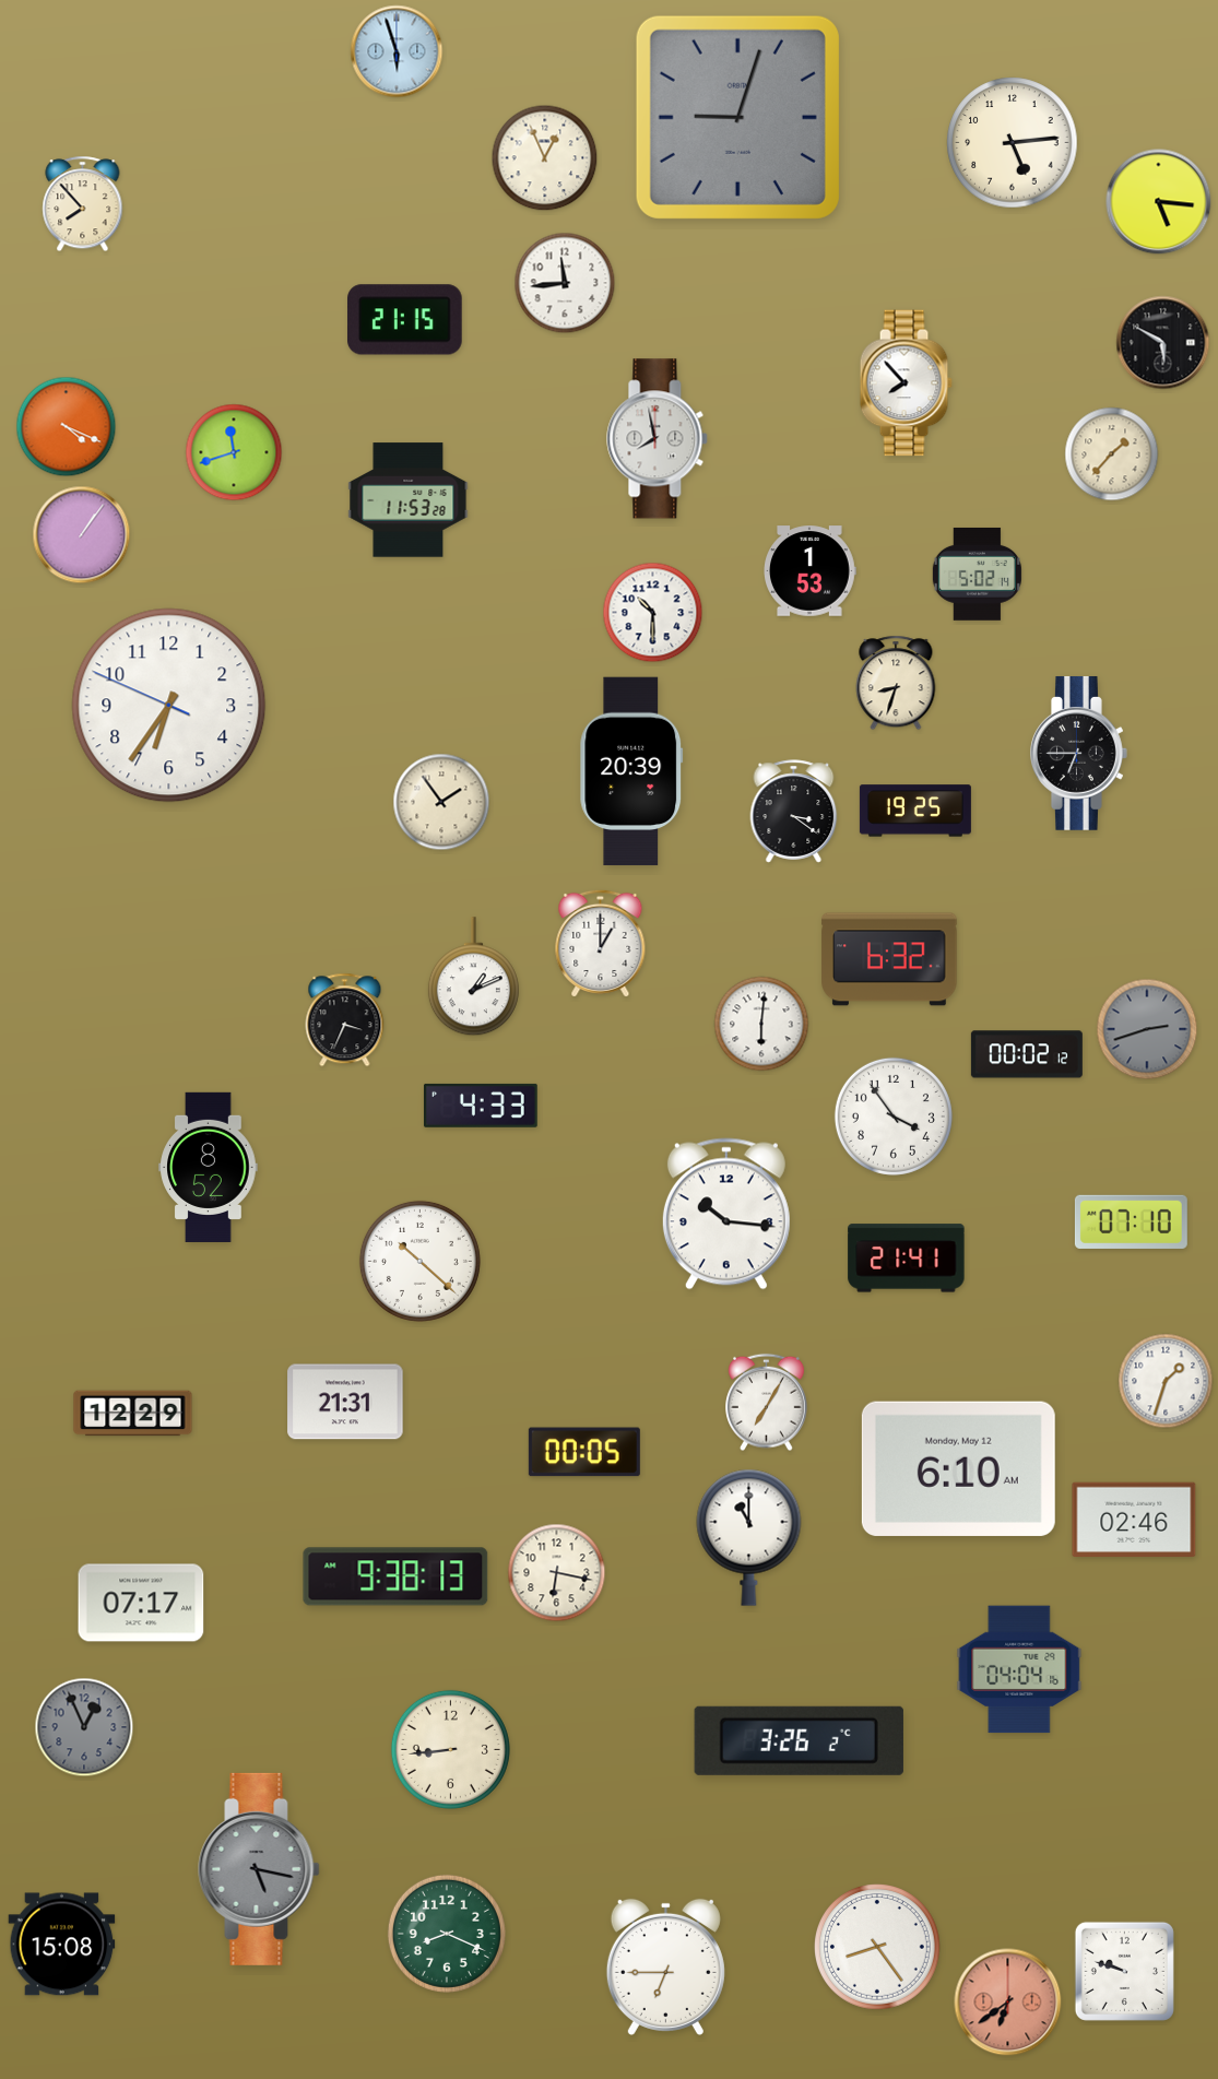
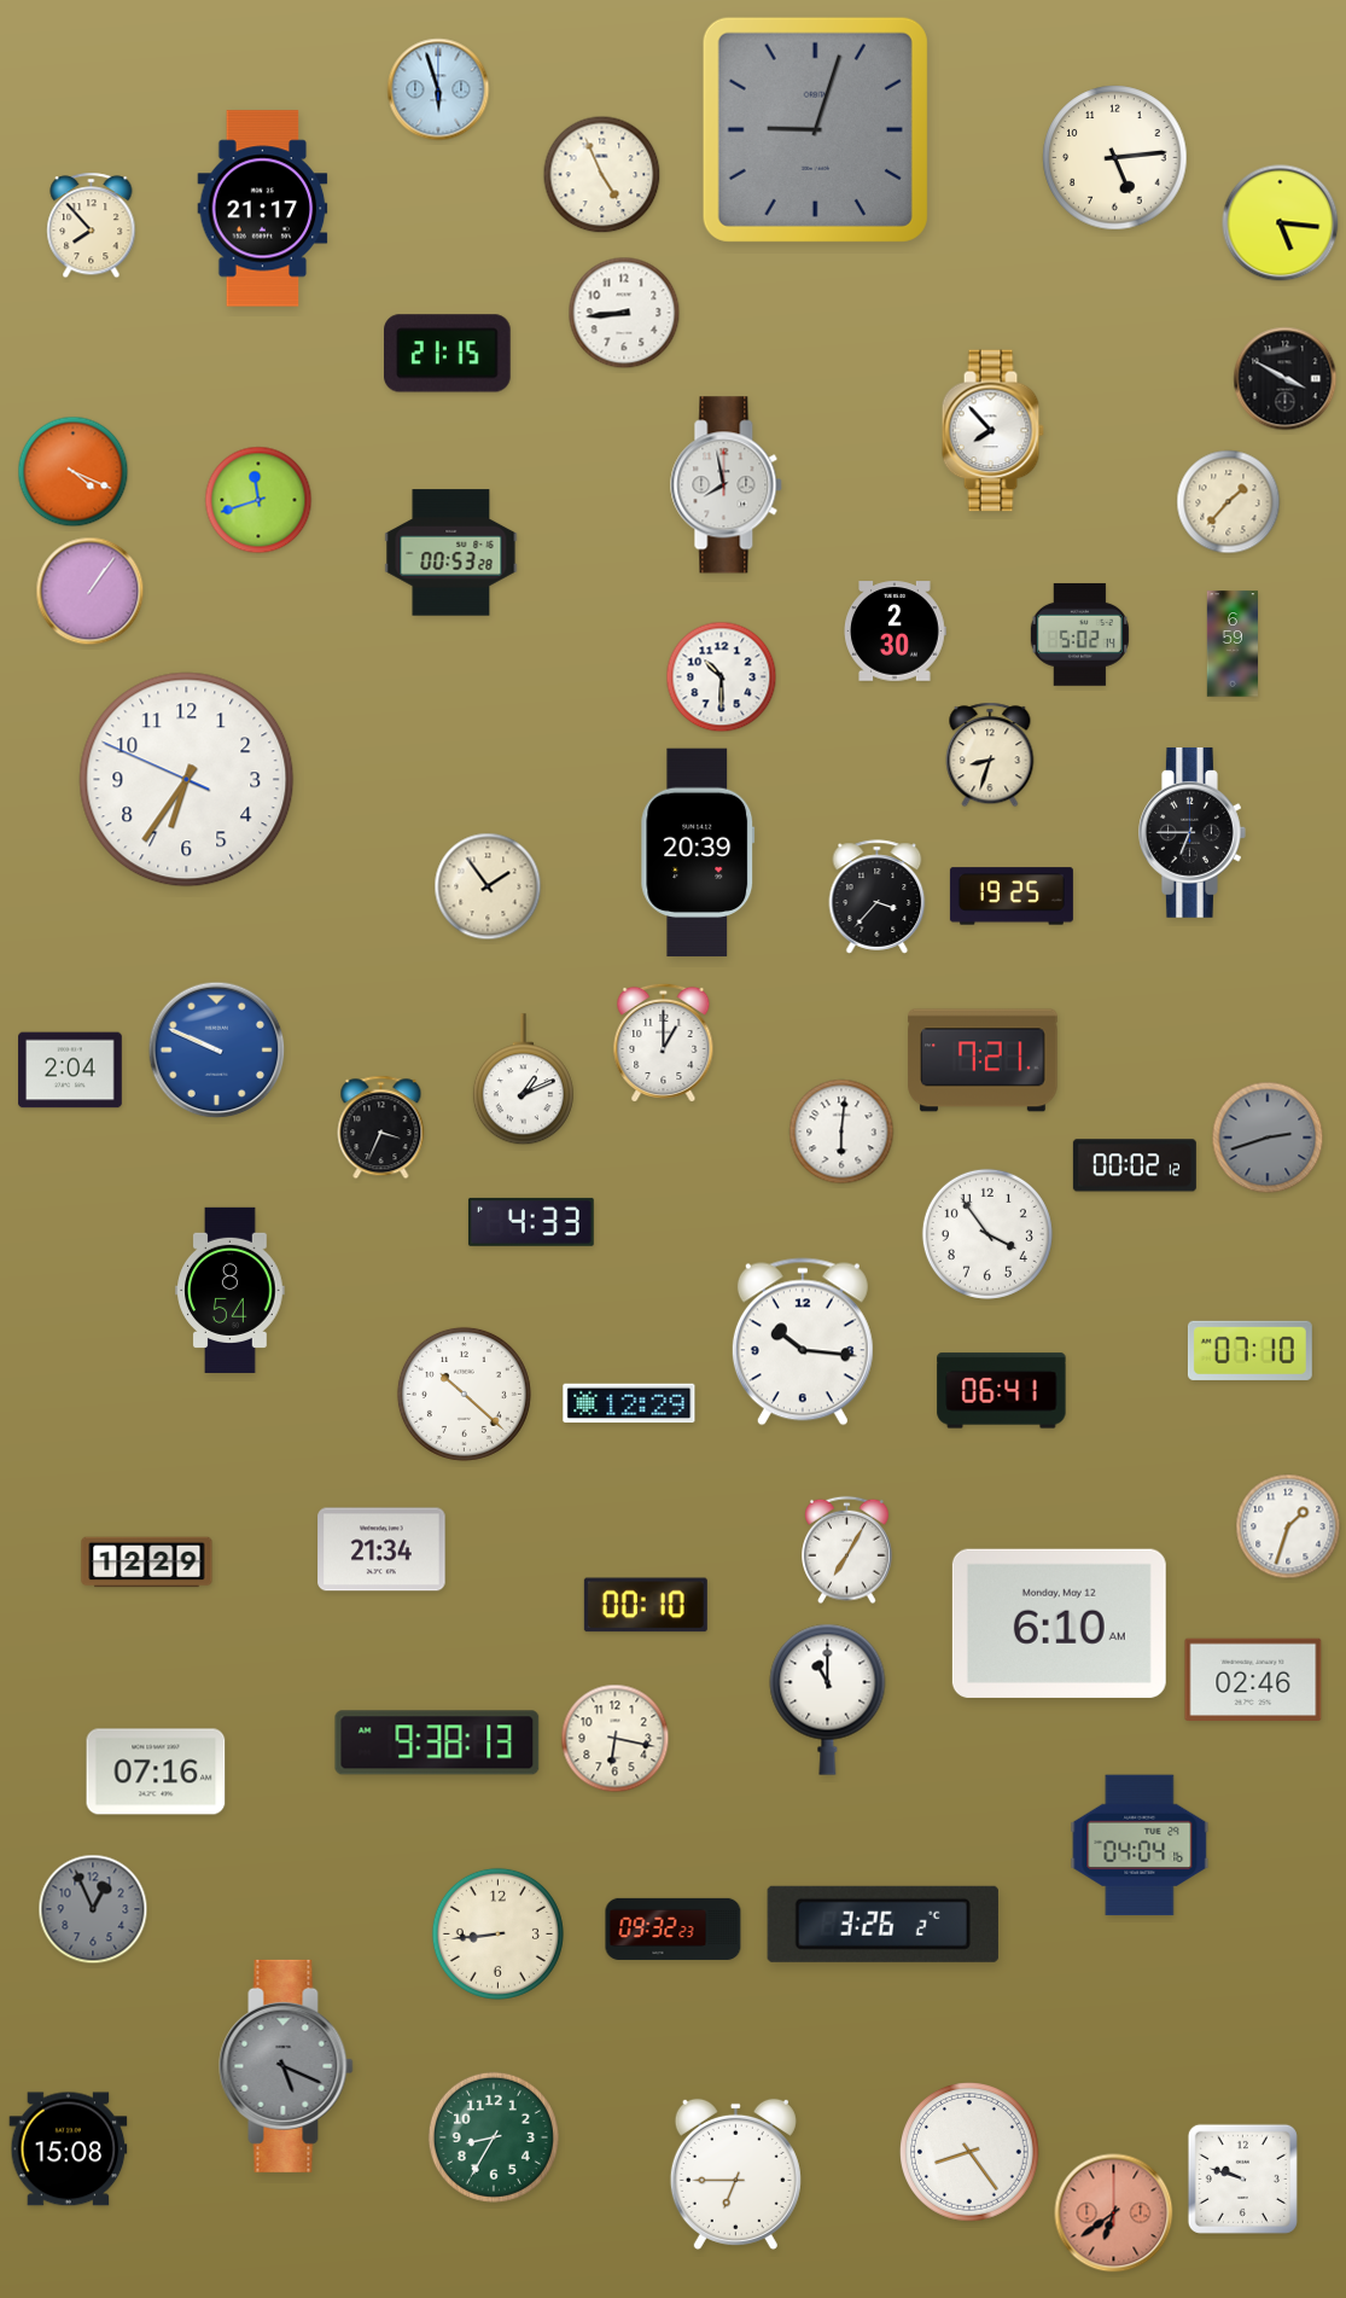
clock at (397, 51) position: (397, 51) -> (438, 89)
clock at (1013, 143) position: (1013, 143) -> (1115, 158)
clock at (545, 158): 12:56 -> 4:56
clock at (263, 209): none -> 21:17
clock at (565, 283): 11:44 -> 8:44
clock at (1163, 343): 5:50 -> 3:50
clock at (906, 383) position: (906, 383) -> (992, 431)
clock at (409, 500): 11:53 -> 00:53
clock at (809, 571): 1:53 -> 2:30
clock at (1231, 644): none -> 6:59
clock at (794, 812): 3:21 -> 3:37
clock at (217, 1051): none -> 9:49
clock at (889, 959): 6:32 -> 7:21
clock at (70, 1070): none -> 2:04
clock at (209, 1167): 8:52 -> 8:54
clock at (907, 1259): 21:41 -> 06:41
clock at (629, 1403): none -> 12:29
clock at (345, 1402): 21:31 -> 21:34
clock at (584, 1452): 00:05 -> 00:10
clock at (141, 1603): 07:17 -> 07:16
clock at (1019, 1669) position: (1019, 1669) -> (1140, 1845)
clock at (674, 1928): none -> 09:32
clock at (259, 1869): 5:17 -> 5:19
clock at (447, 1934): 8:19 -> 8:35
